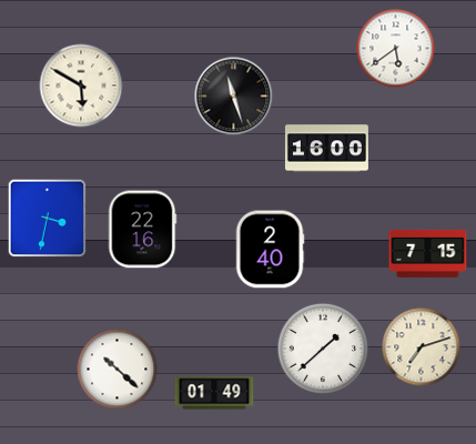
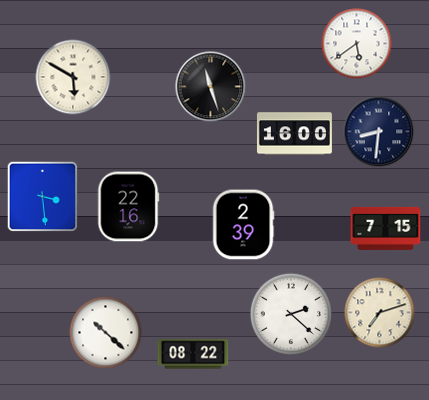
clock at (379, 132): none -> 8:31
clock at (48, 219): 3:32 -> 3:29
clock at (270, 250): 2:40 -> 2:39
clock at (323, 349): 1:38 -> 2:22
clock at (214, 393): 01:49 -> 08:22
